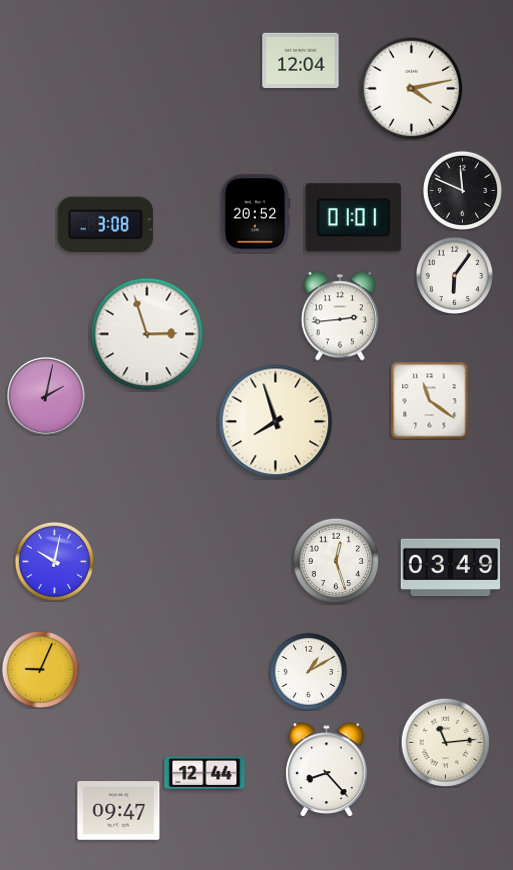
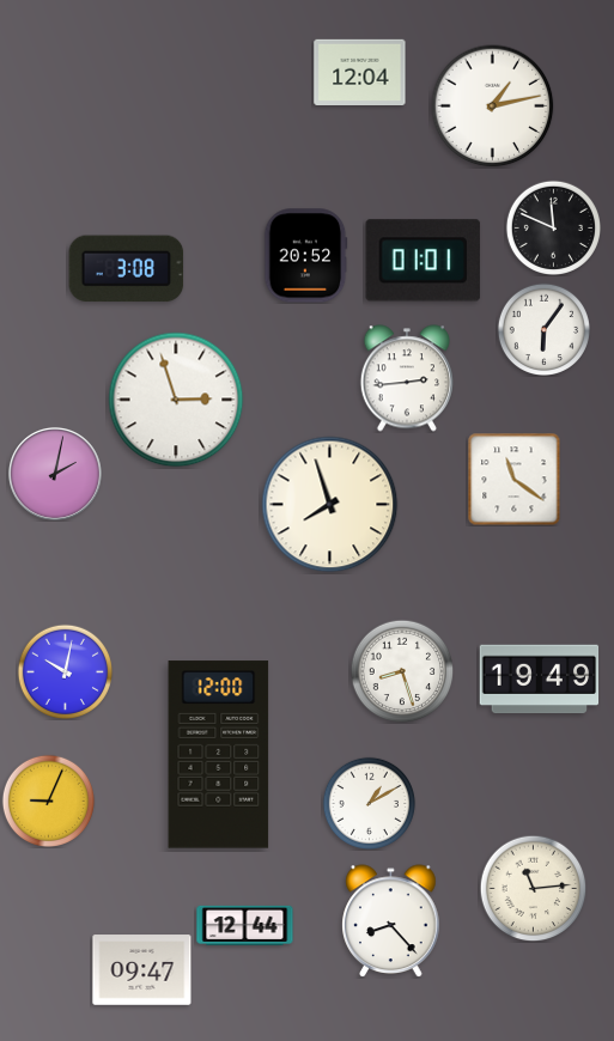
clock at (412, 89): 4:13 -> 1:13
clock at (336, 561): 12:27 -> 8:27
clock at (451, 568): 03:49 -> 19:49
clock at (219, 755): none -> 12:00
